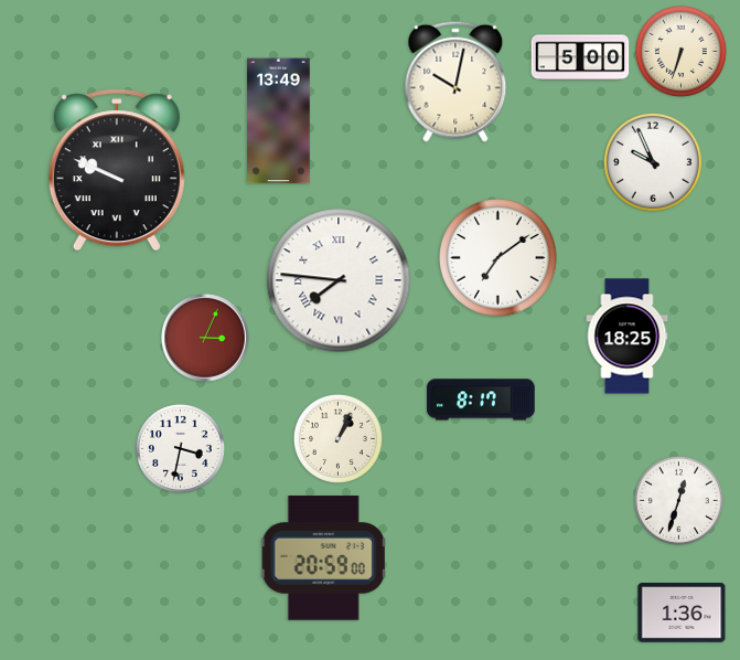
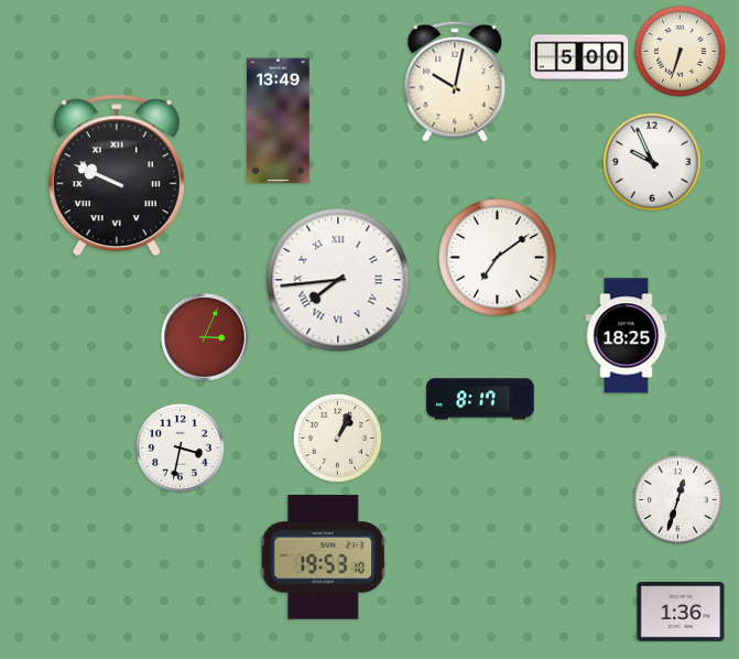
clock at (117, 170) position: (117, 170) -> (117, 175)
clock at (339, 280): 7:46 -> 7:44
clock at (324, 558): 20:59 -> 19:53
